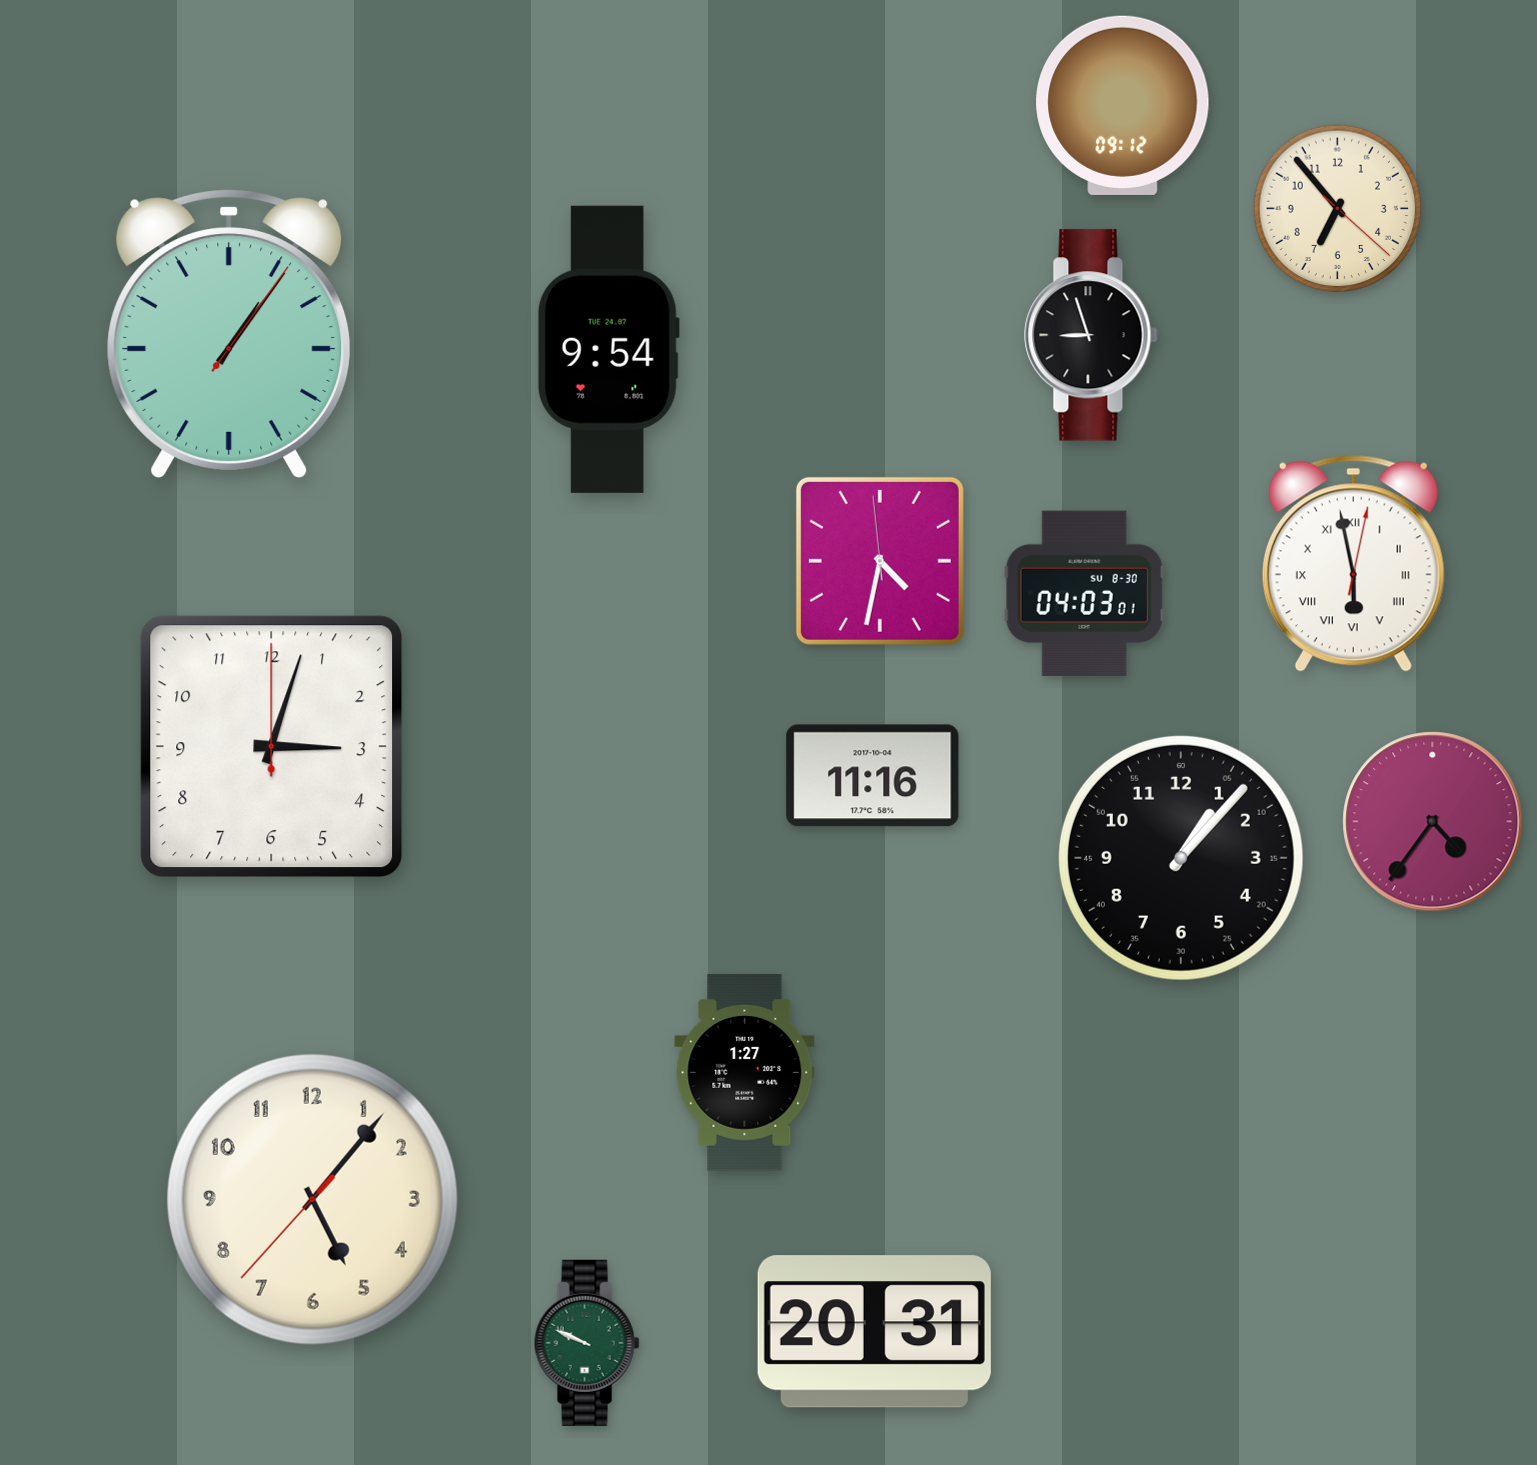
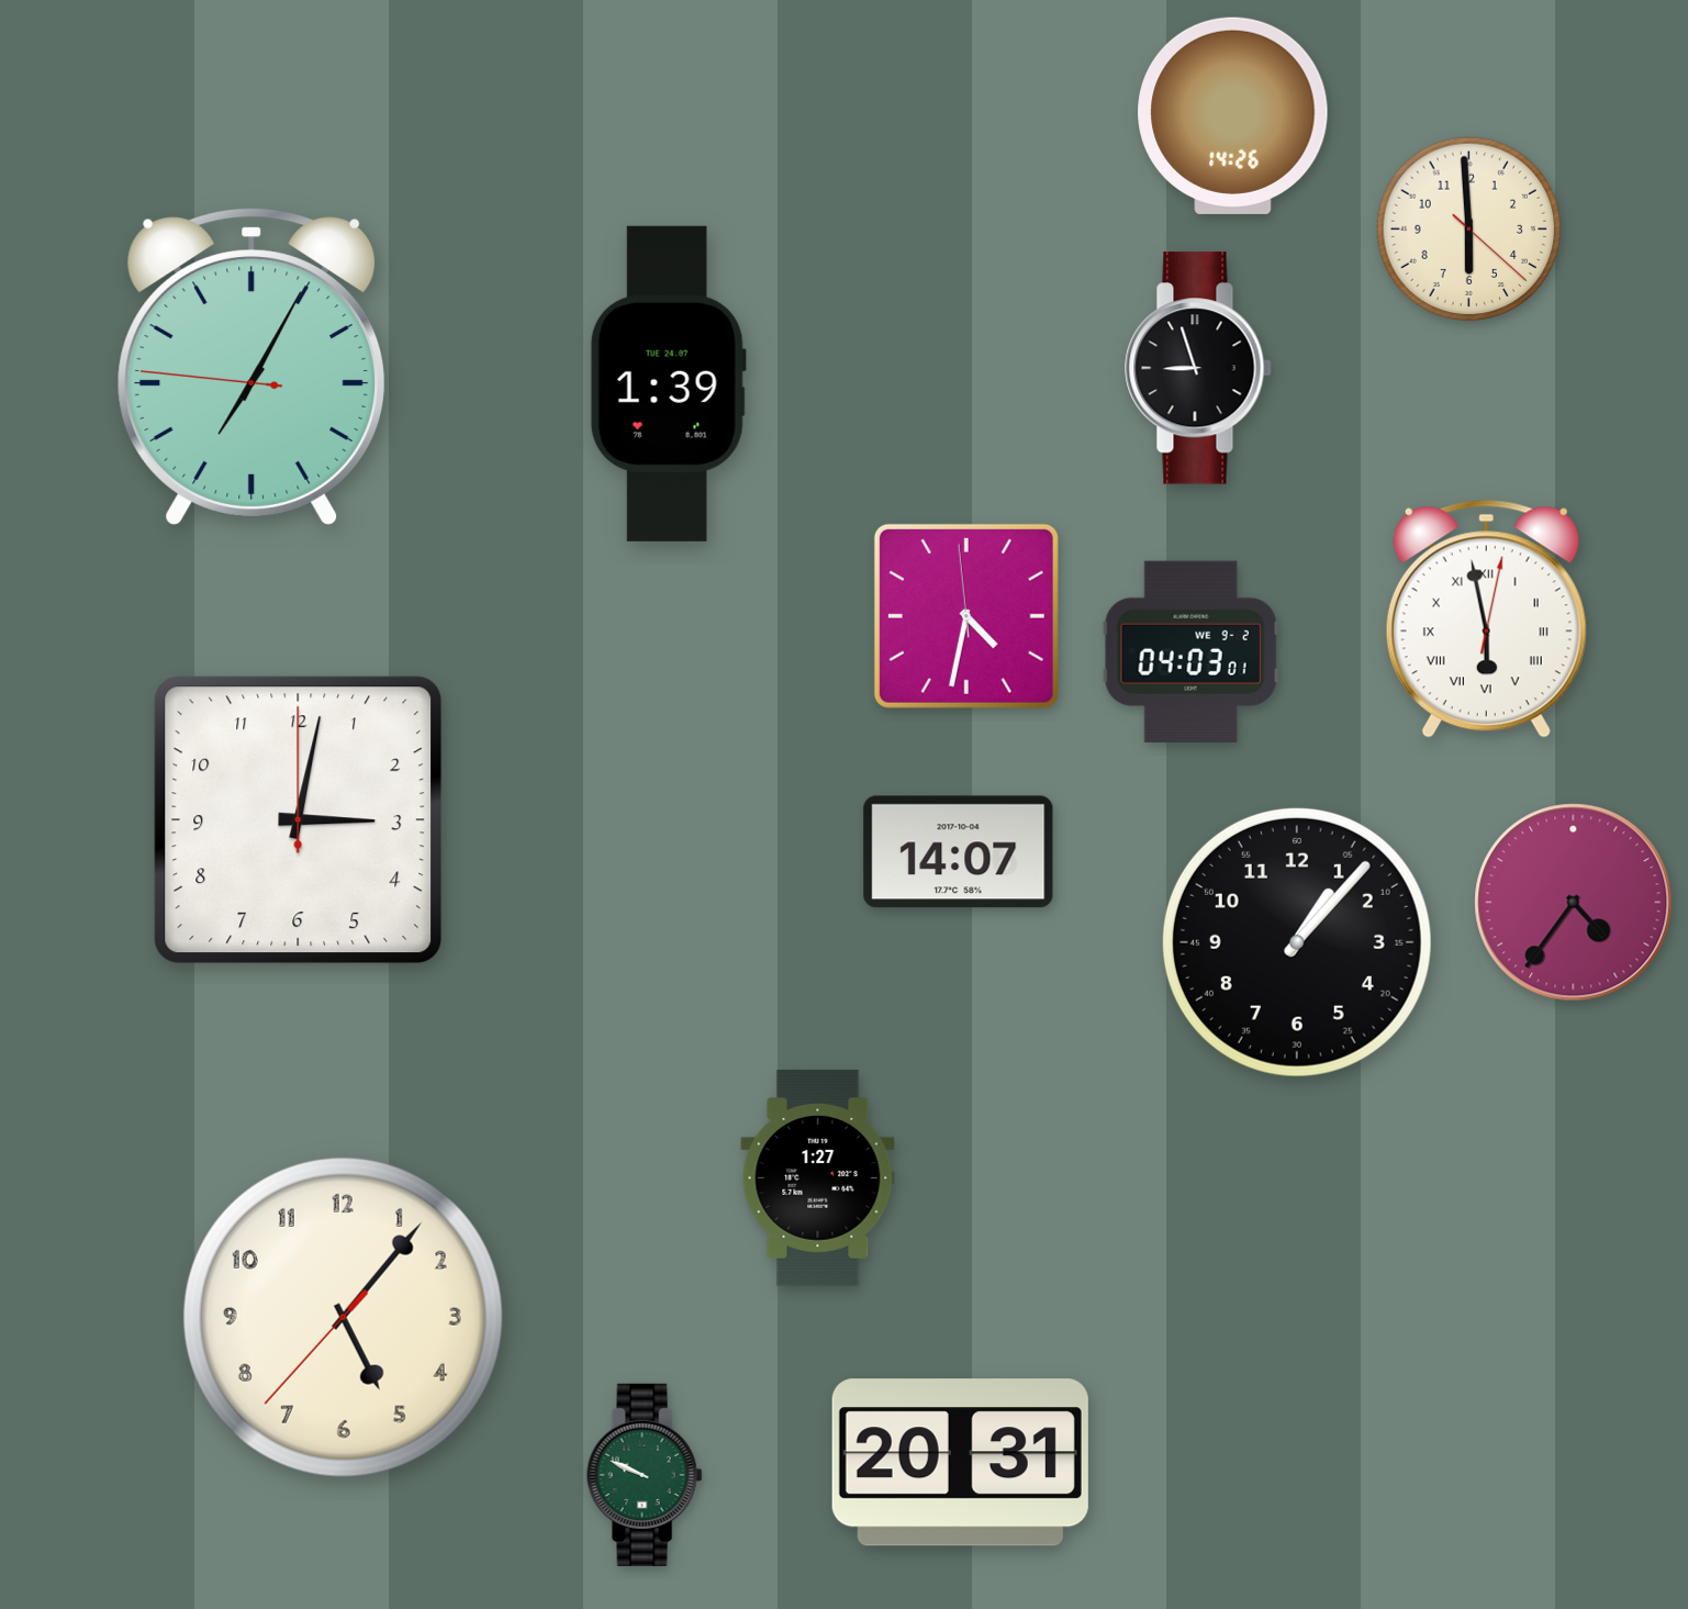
clock at (1123, 105): 09:12 -> 14:26
clock at (1338, 209): 6:53 -> 5:59
clock at (229, 334): 1:06 -> 7:04
clock at (608, 349): 9:54 -> 1:39
clock at (1084, 593) date: SU 8-30 -> WE 9-2
clock at (272, 747): 3:03 -> 3:02
clock at (873, 776): 11:16 -> 14:07
